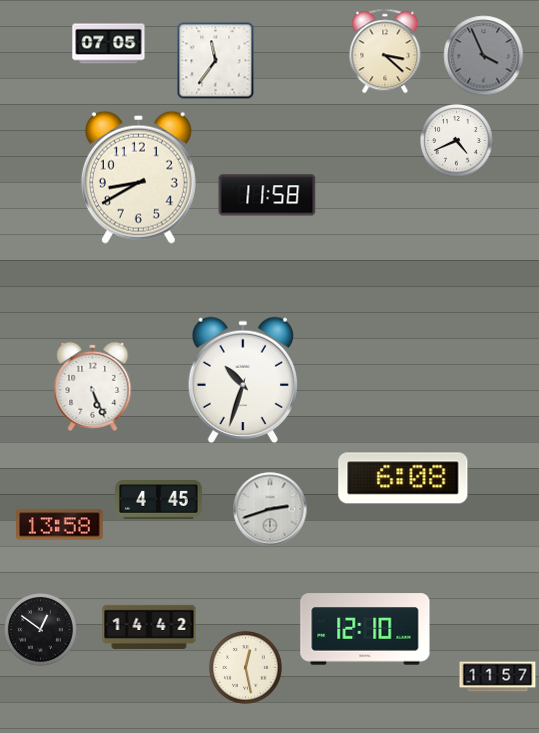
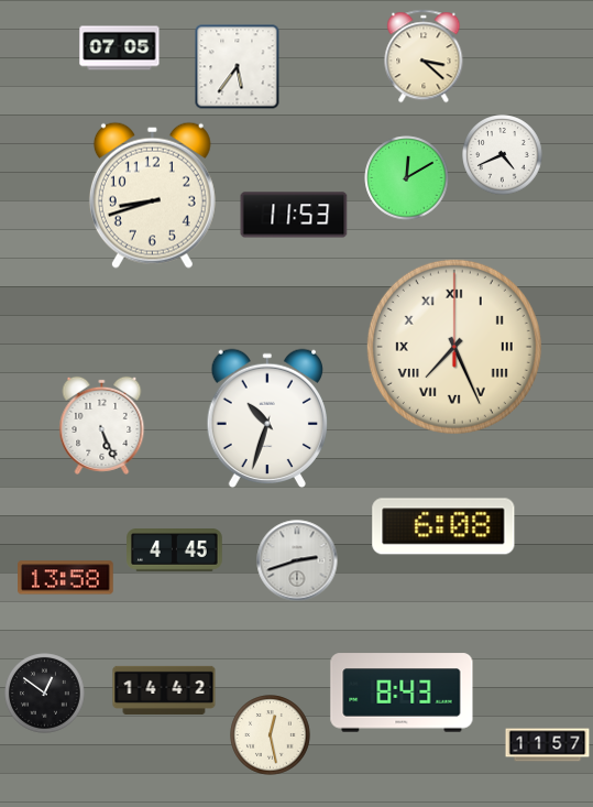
clock at (484, 56): 3:56 -> none
clock at (216, 61): 11:36 -> 5:36
clock at (407, 178): none -> 12:10
clock at (138, 177): 8:40 -> 8:42
clock at (267, 195): 11:58 -> 11:53
clock at (454, 347): none -> 7:26
clock at (365, 629): 12:10 -> 8:43
